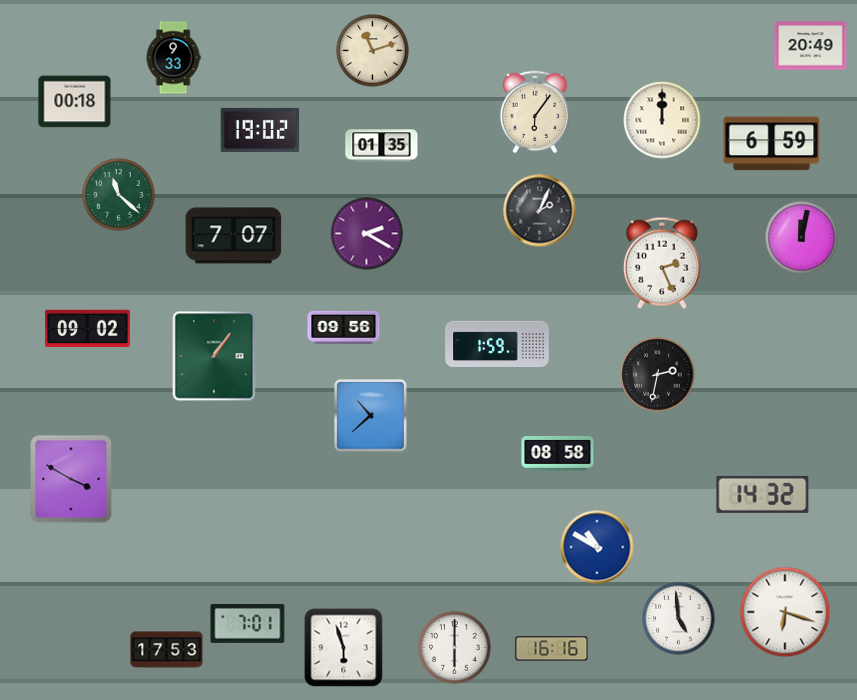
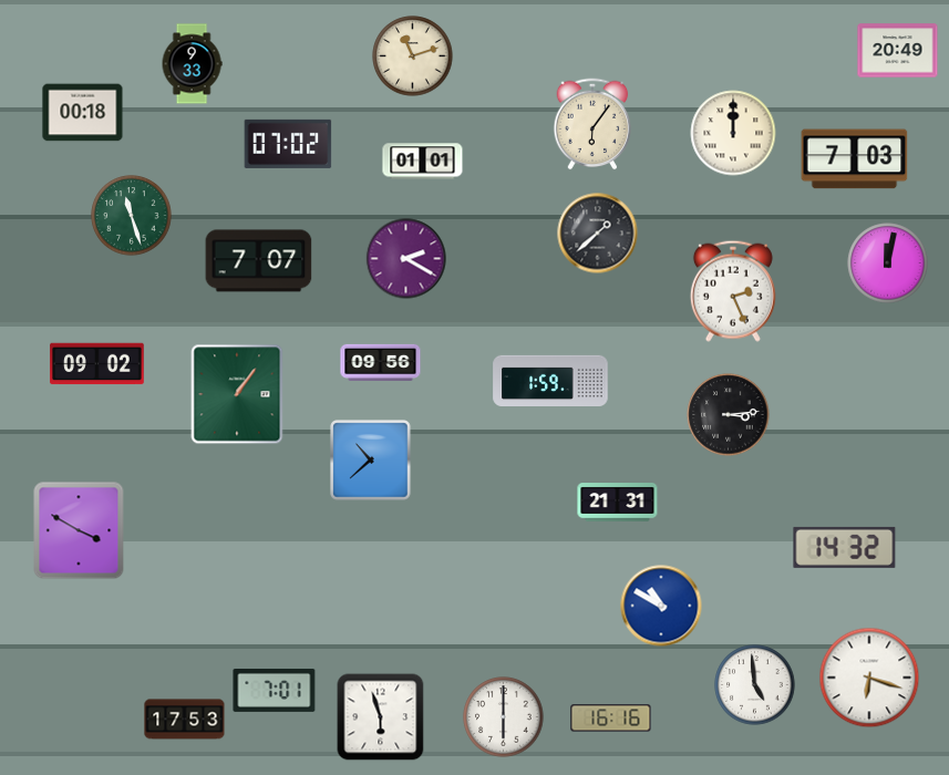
clock at (260, 130): 19:02 -> 07:02
clock at (772, 144): 6:59 -> 7:03
clock at (382, 146): 01:35 -> 01:01
clock at (119, 195): 11:22 -> 11:27
clock at (540, 211): 2:04 -> 1:38
clock at (658, 375): 2:32 -> 3:14
clock at (371, 416) position: (371, 416) -> (371, 461)
clock at (558, 454): 08:58 -> 21:31
clock at (679, 619) position: (679, 619) -> (755, 685)
